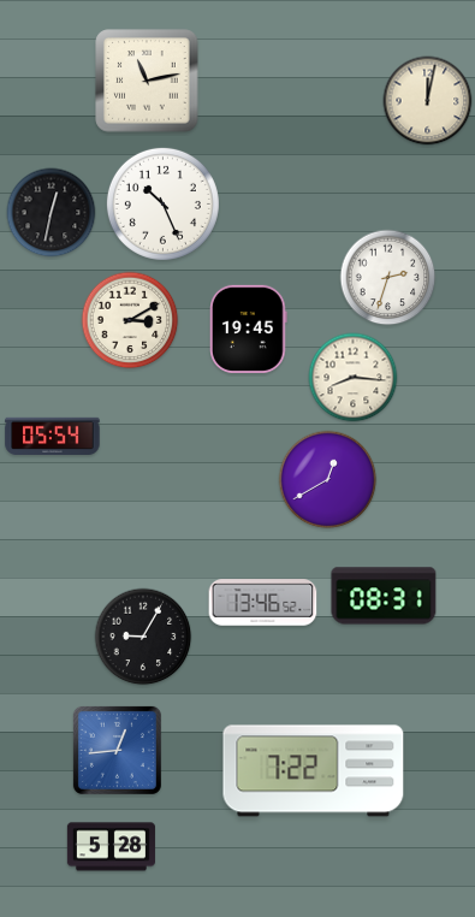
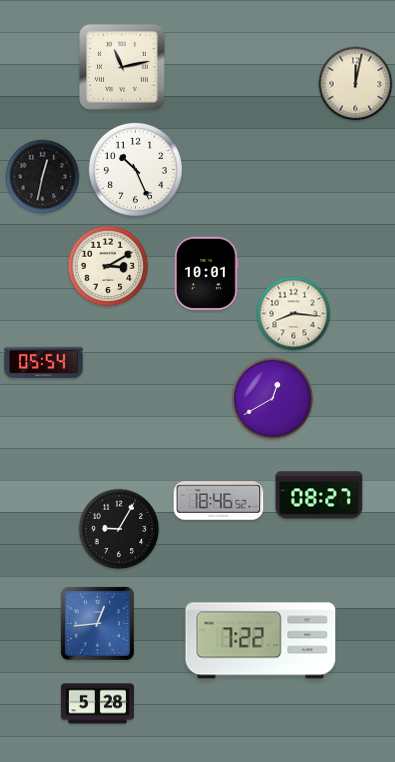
clock at (388, 278): 2:33 -> none
clock at (249, 329): 19:45 -> 10:01
clock at (384, 596): 08:31 -> 08:27
clock at (263, 603): 13:46 -> 18:46
clock at (111, 847) position: (111, 847) -> (97, 704)
